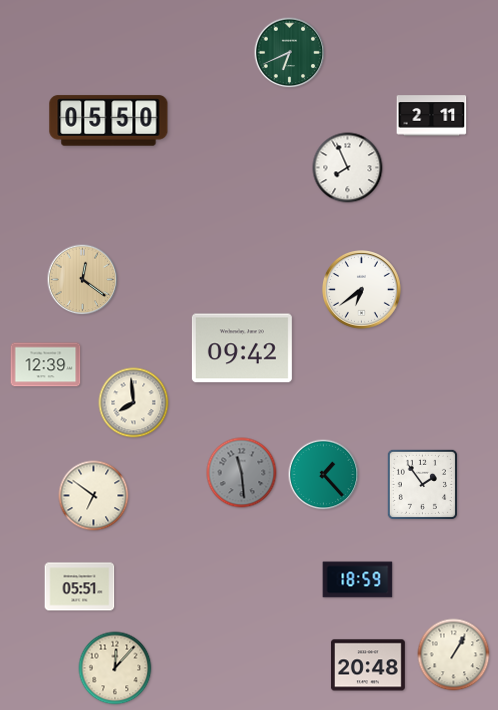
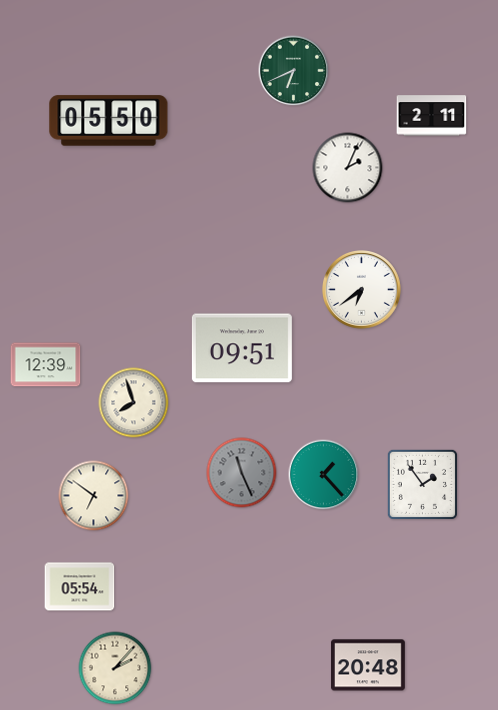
clock at (290, 53) position: (290, 53) -> (294, 71)
clock at (348, 168): 7:56 -> 2:04
clock at (83, 280): 12:21 -> none
clock at (242, 348): 09:42 -> 09:51
clock at (134, 403): 7:59 -> 7:57
clock at (242, 473): 11:29 -> 11:26
clock at (358, 580): 18:59 -> none
clock at (80, 587): 05:51 -> 05:54
clock at (454, 655): 1:05 -> none
clock at (115, 668): 12:07 -> 2:07
